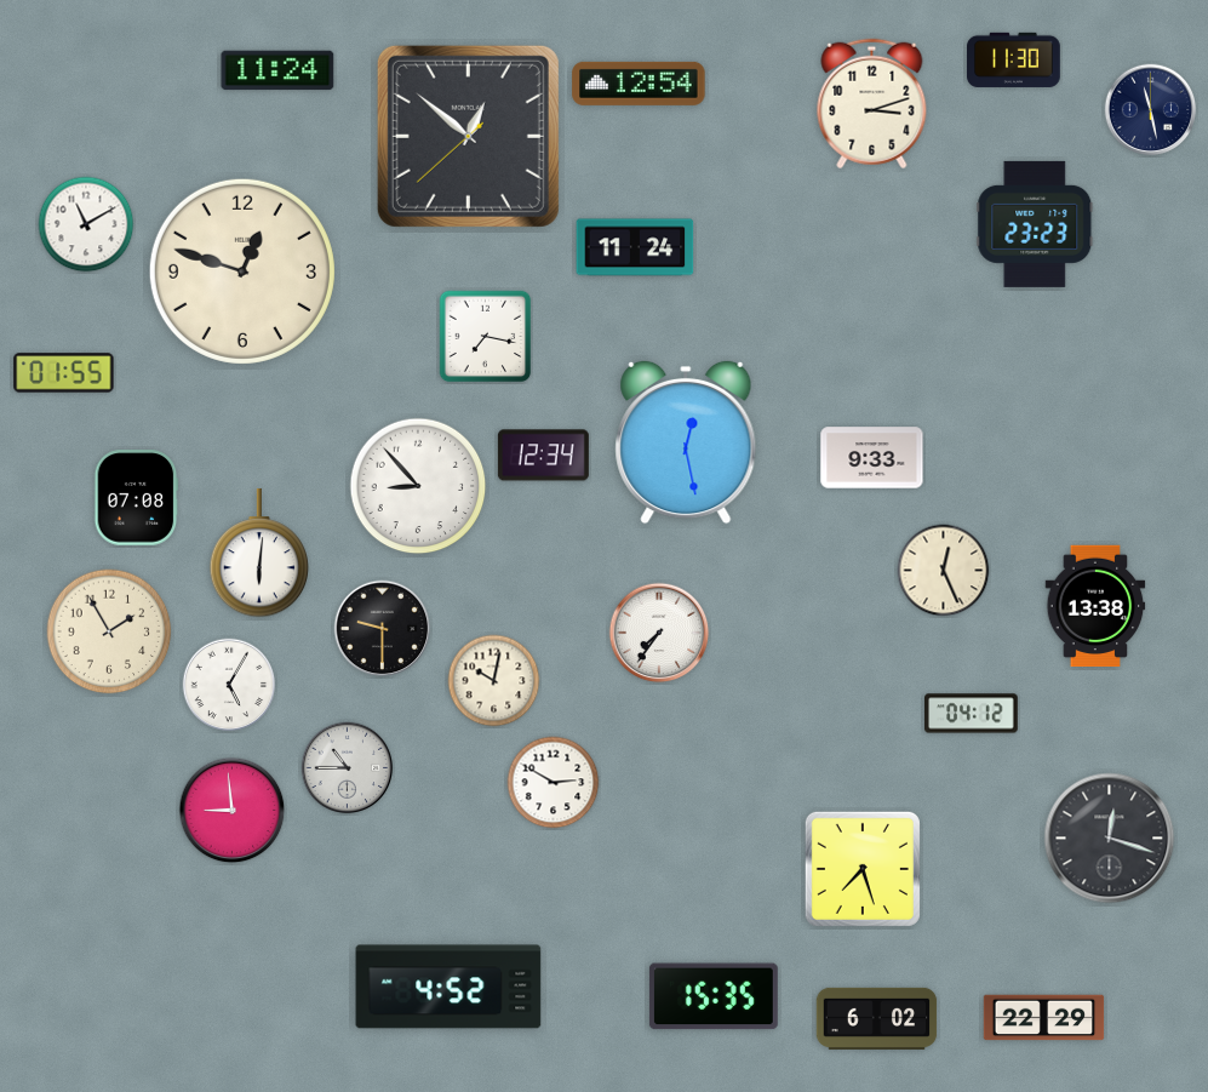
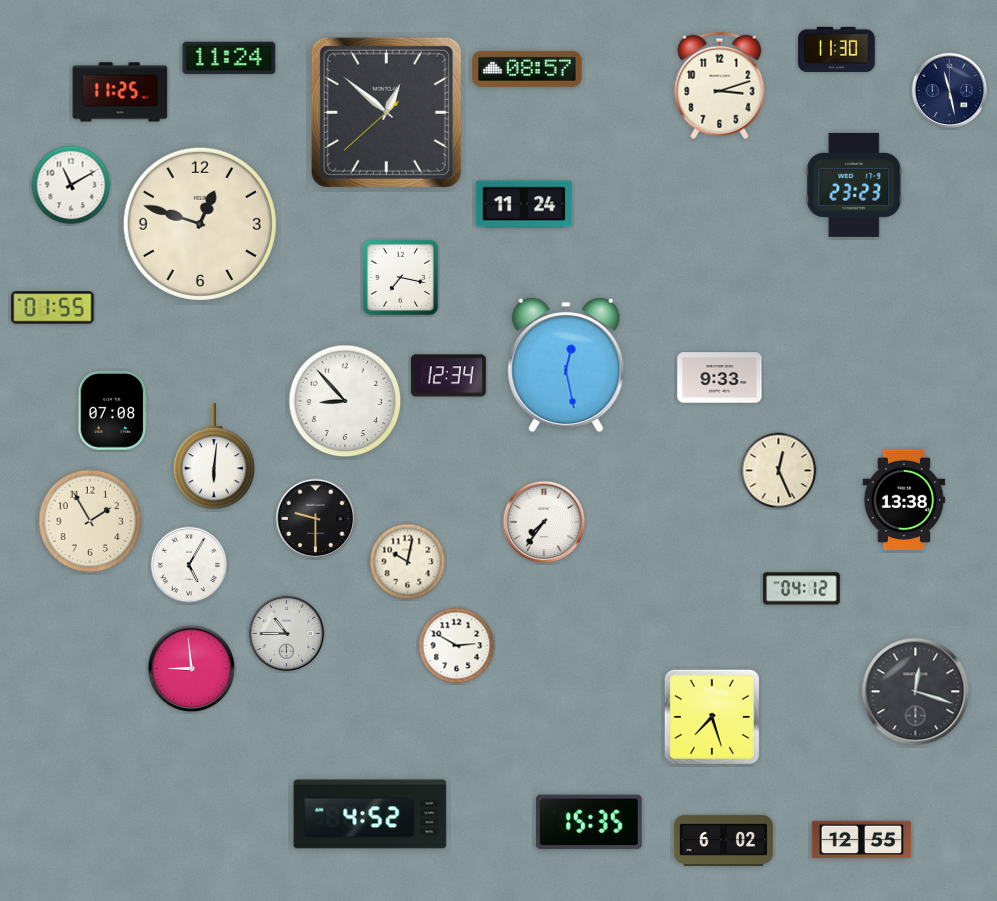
clock at (639, 84): 12:54 -> 08:57
clock at (120, 92): none -> 11:25
clock at (1044, 1018): 22:29 -> 12:55
